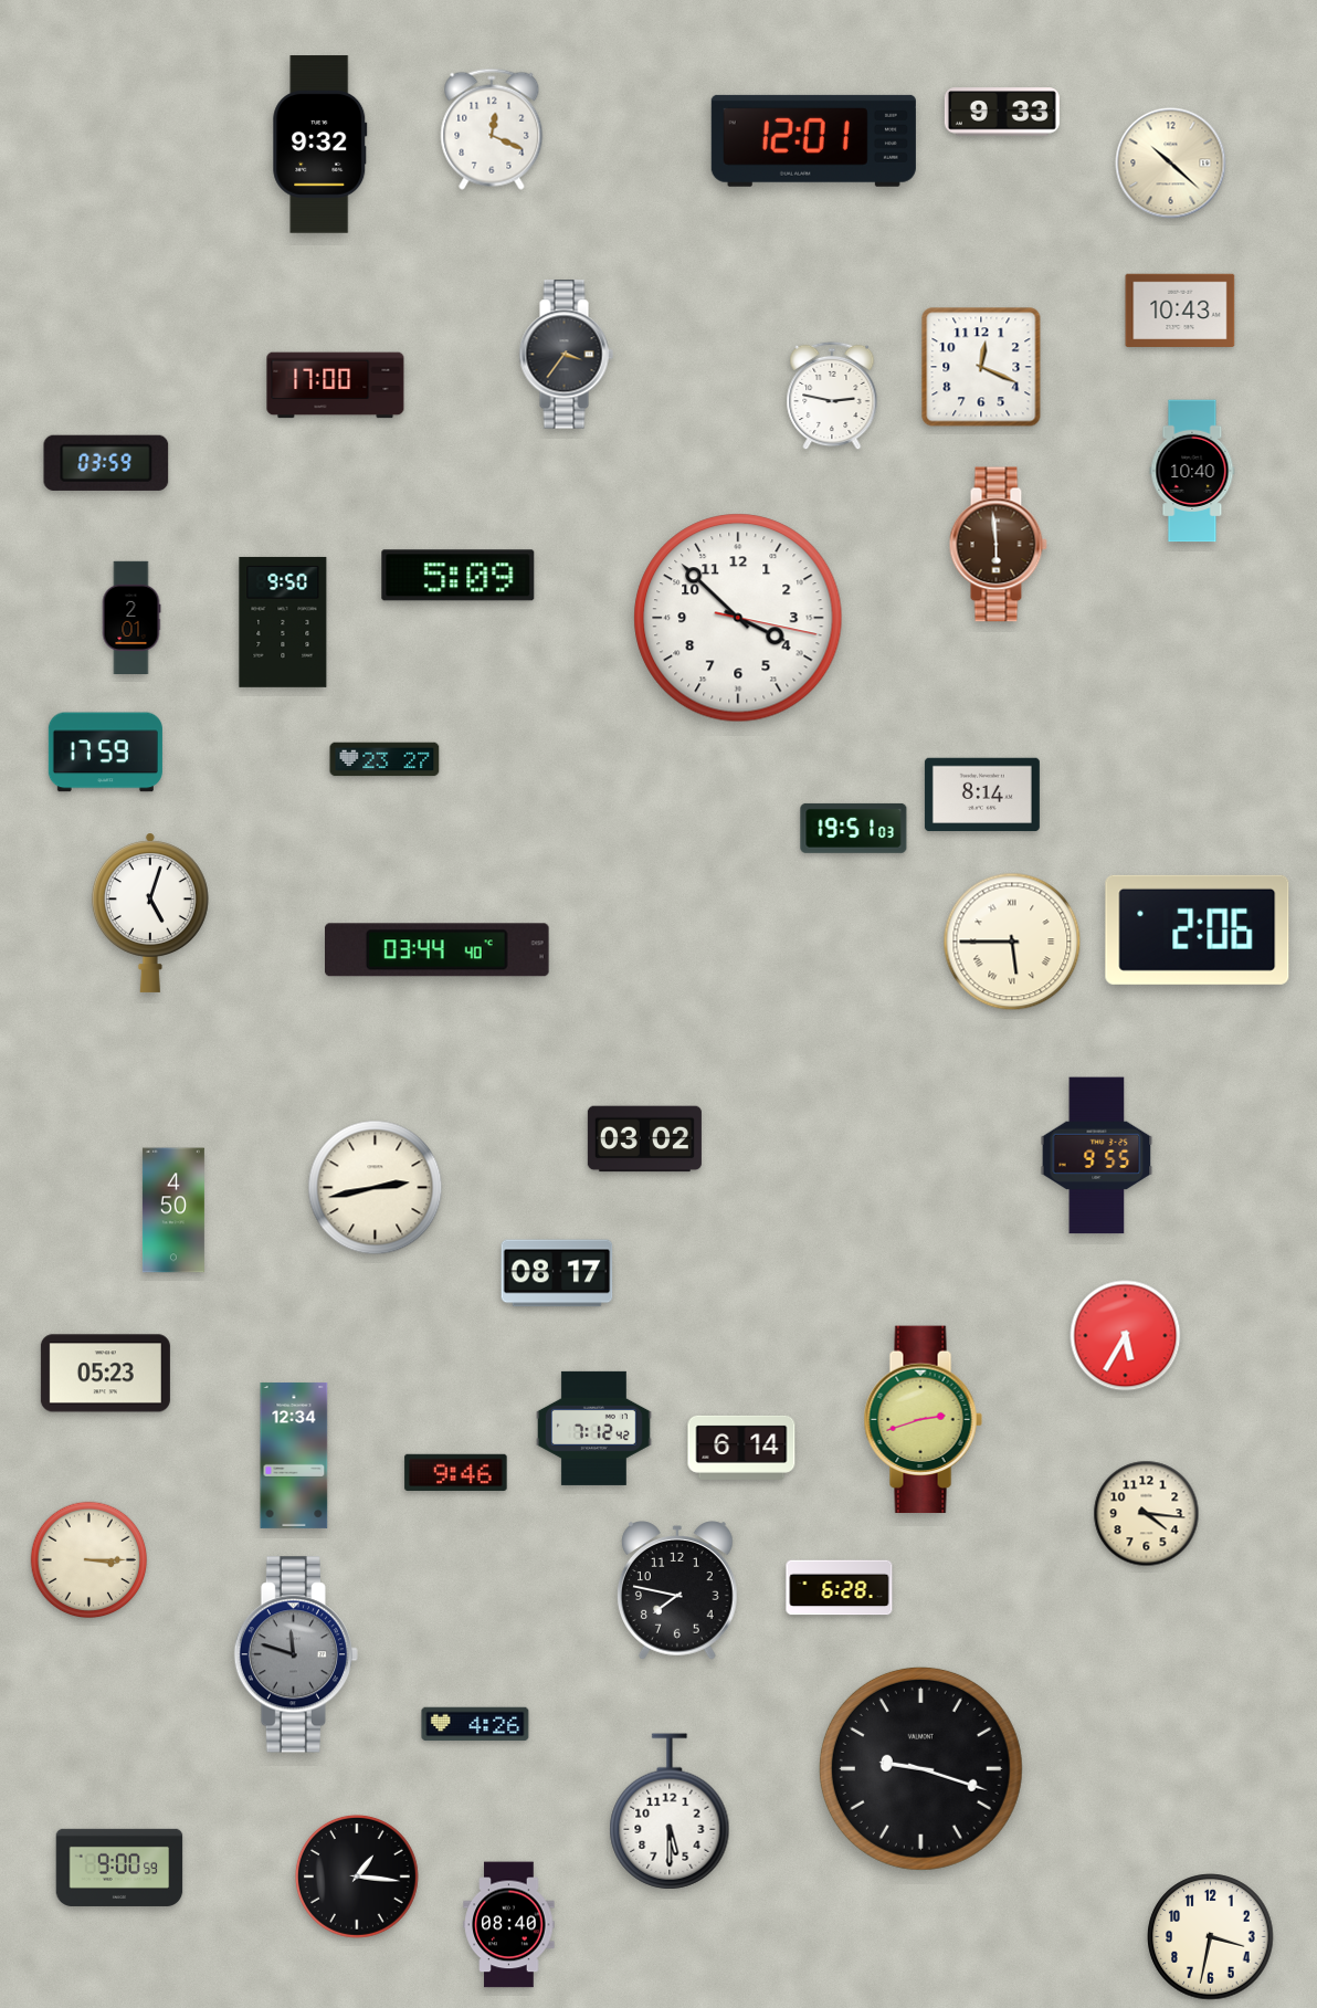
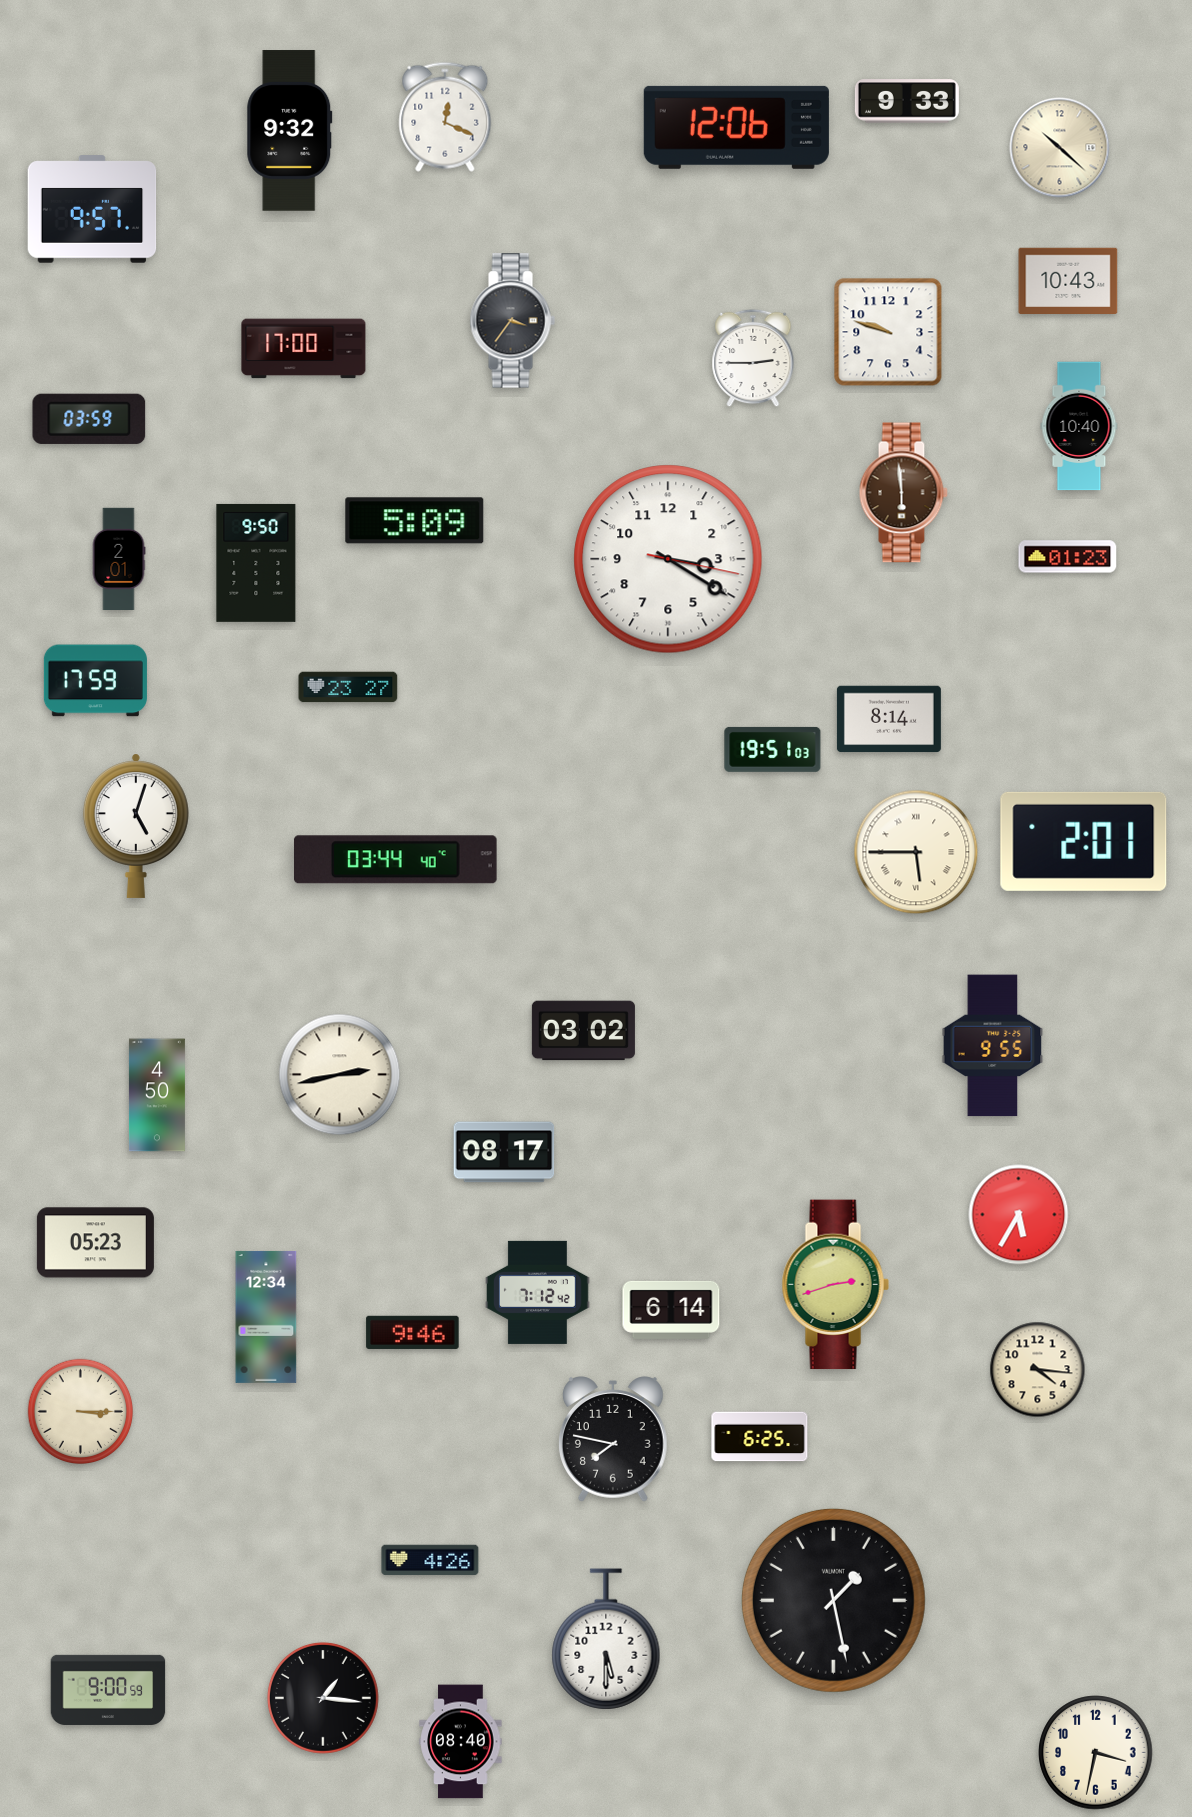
clock at (813, 140): 12:01 -> 12:06
clock at (92, 209): none -> 9:57
clock at (981, 367): 12:19 -> 9:48
clock at (832, 396): 2:47 -> 2:45
clock at (106, 463) position: (106, 463) -> (89, 419)
clock at (1068, 557): none -> 01:23
clock at (738, 618): 3:52 -> 3:20
clock at (1198, 929): 2:06 -> 2:01
clock at (1126, 1336) position: (1126, 1336) -> (1019, 1215)
clock at (840, 1588): 6:28 -> 6:25
clock at (295, 1654): 11:48 -> none
clock at (920, 1768): 9:18 -> 1:28
